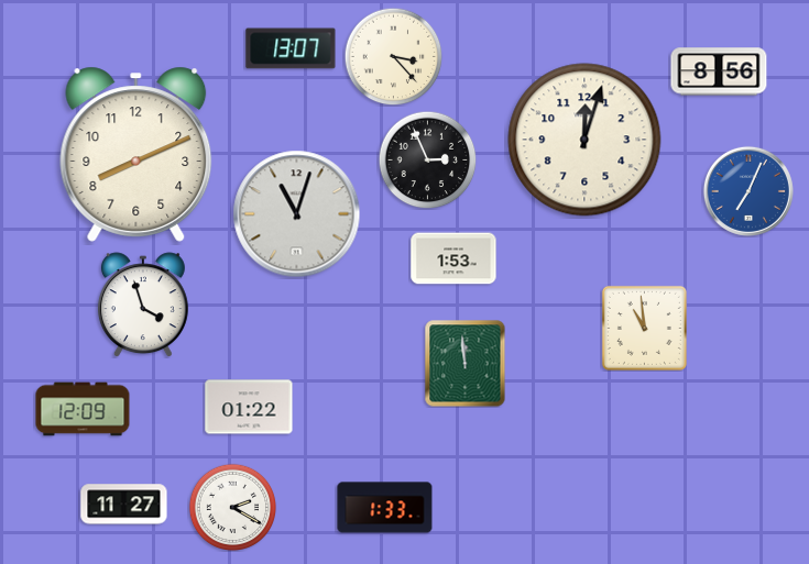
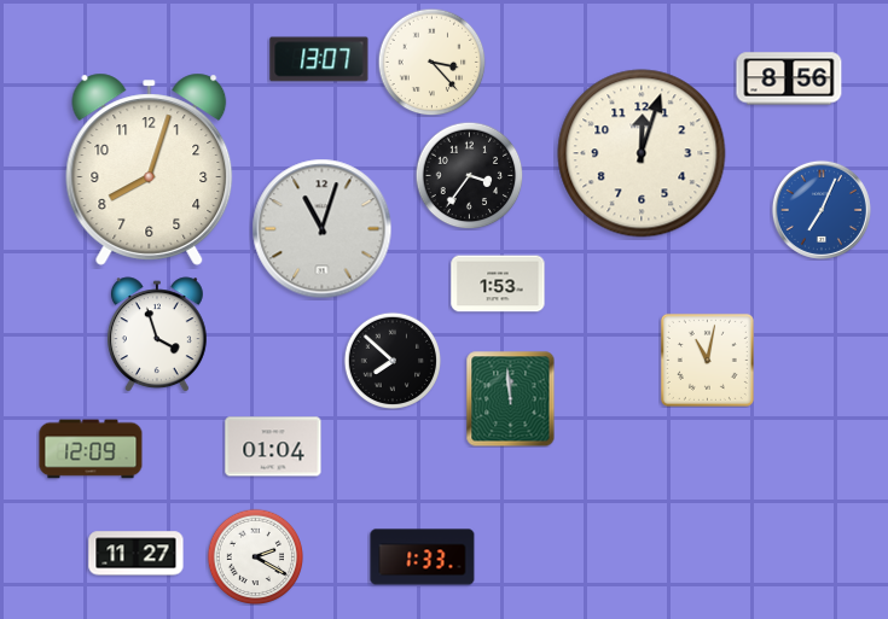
clock at (291, 48) position: (291, 48) -> (319, 59)
clock at (136, 154): 8:11 -> 8:03
clock at (427, 159): 2:56 -> 3:36
clock at (297, 214) position: (297, 214) -> (323, 229)
clock at (644, 328): 10:59 -> 11:02
clock at (393, 361): none -> 7:52
clock at (249, 407): 01:22 -> 01:04
